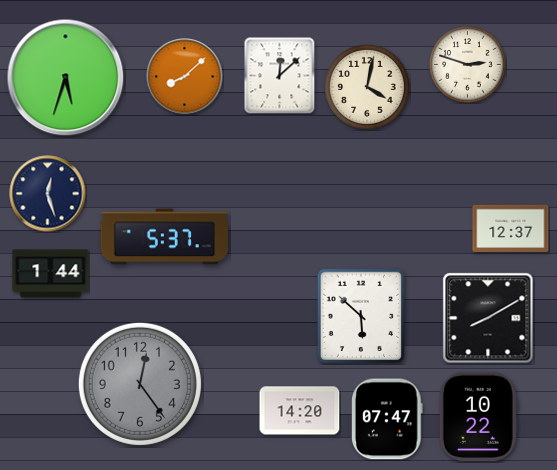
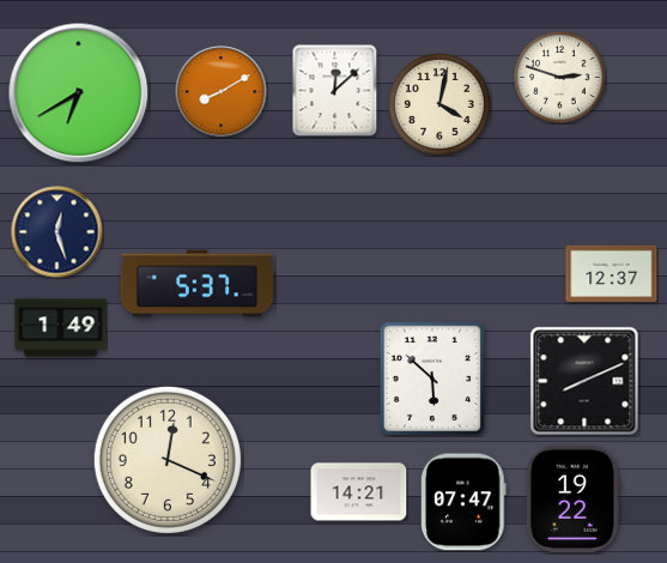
clock at (185, 77): 8:08 -> 8:10
clock at (66, 78): 5:33 -> 6:40
clock at (51, 274): 1:44 -> 1:49
clock at (488, 318): 8:10 -> 8:11
clock at (140, 384): 12:24 -> 12:19
clock at (140, 384) dial: grey -> cream
clock at (300, 411): 14:20 -> 14:21
clock at (478, 417): 10:22 -> 19:22
